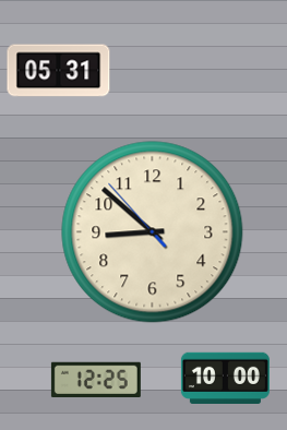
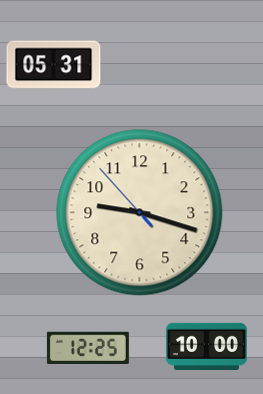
clock at (153, 232): 8:51 -> 9:17
